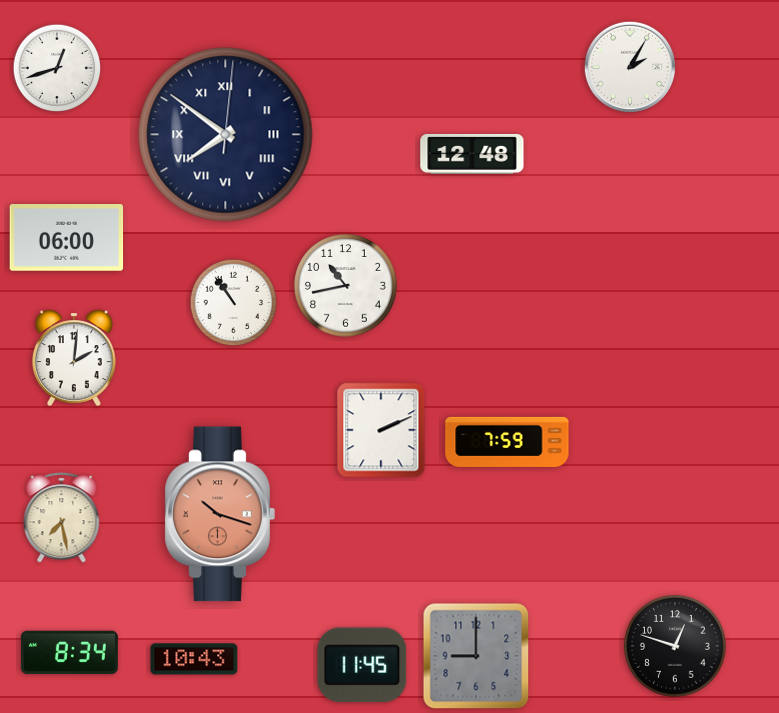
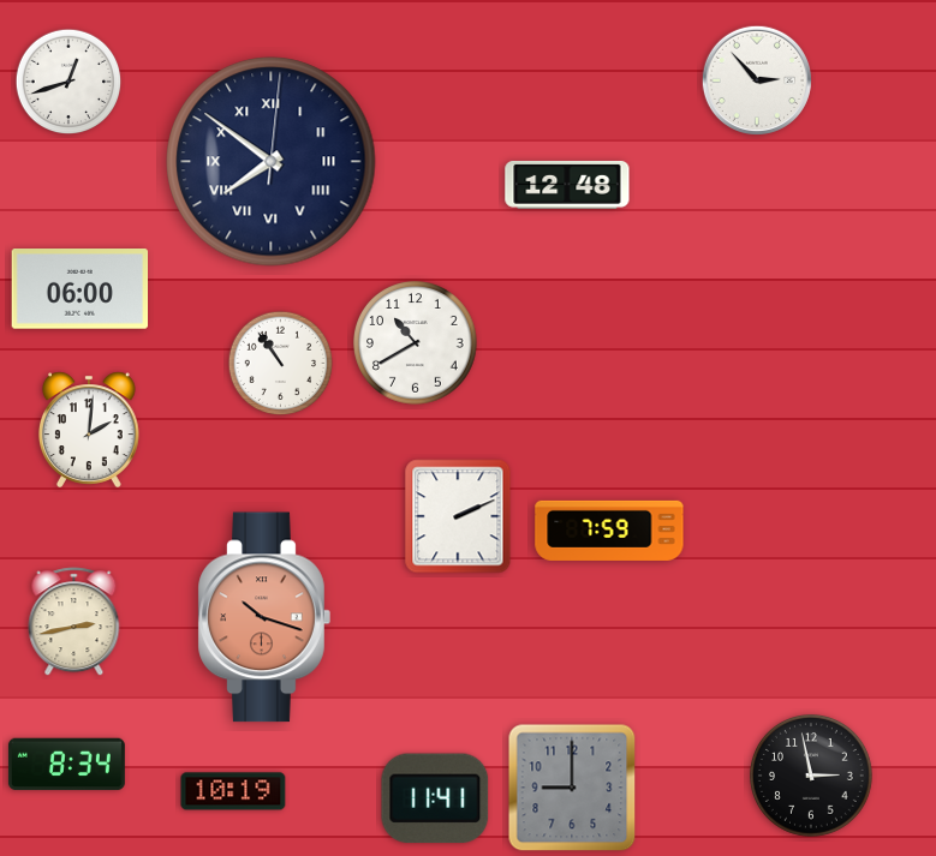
clock at (630, 67): 2:05 -> 2:53
clock at (67, 238) position: (67, 238) -> (81, 289)
clock at (346, 286): 10:43 -> 10:40
clock at (62, 518): 7:28 -> 2:43
clock at (676, 647): 12:48 -> 2:58
clock at (69, 653) position: (69, 653) -> (66, 765)
clock at (194, 659): 10:43 -> 10:19
clock at (362, 665): 11:45 -> 11:41
